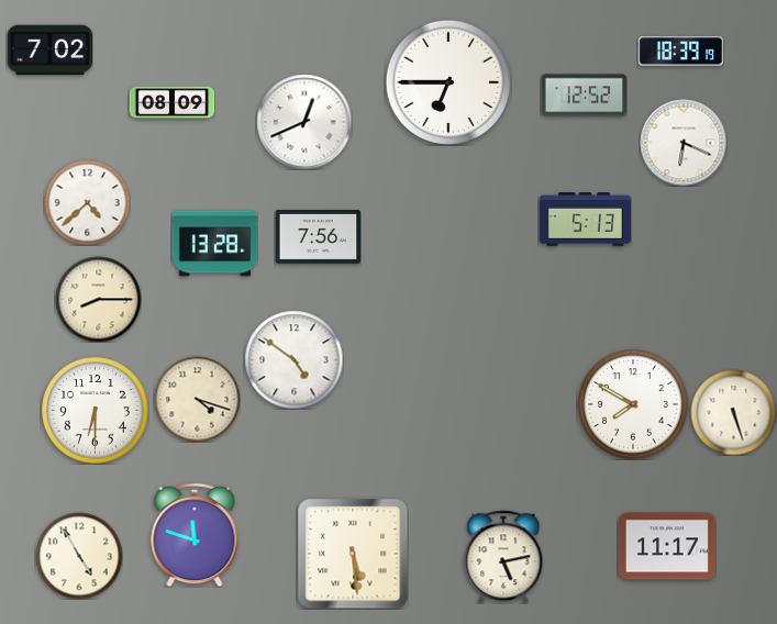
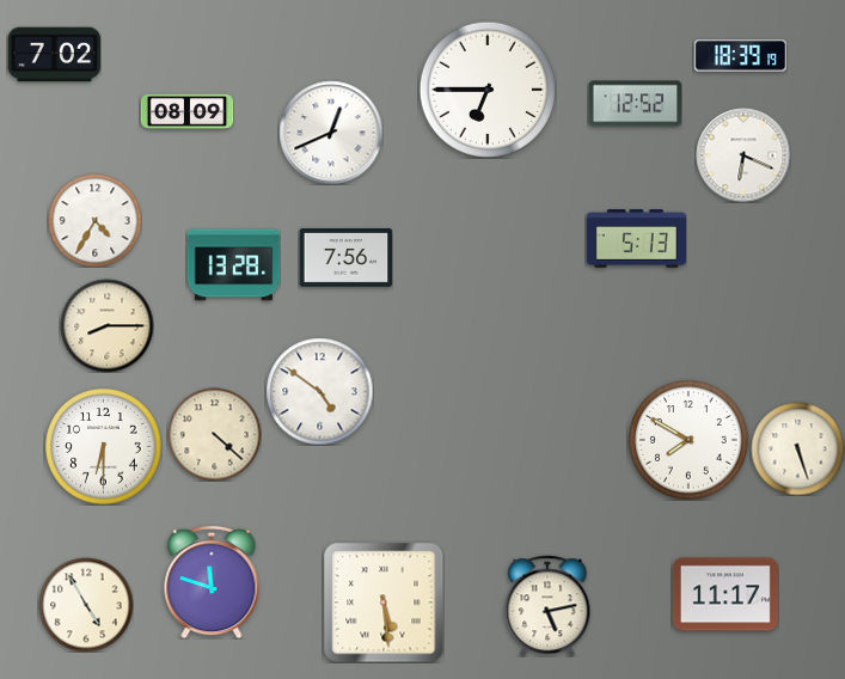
clock at (87, 202): 4:38 -> 4:35
clock at (197, 399): 4:18 -> 4:22
